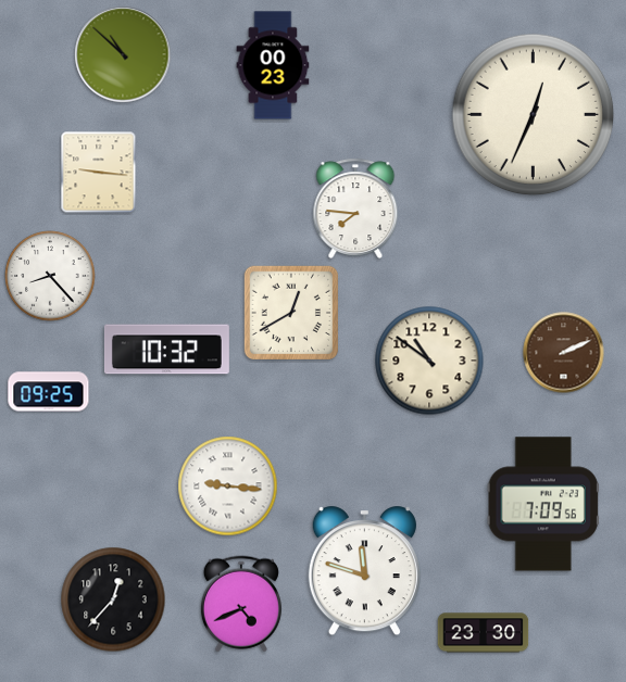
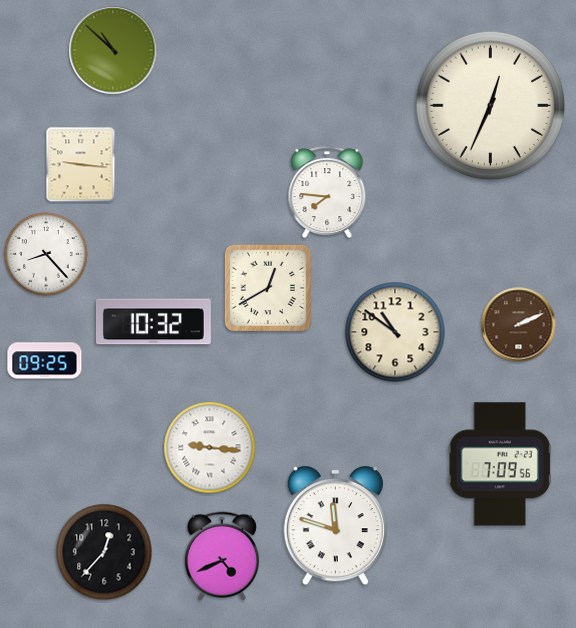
clock at (273, 65): 00:23 -> none
clock at (99, 173) position: (99, 173) -> (81, 165)
clock at (484, 633): 23:30 -> none
